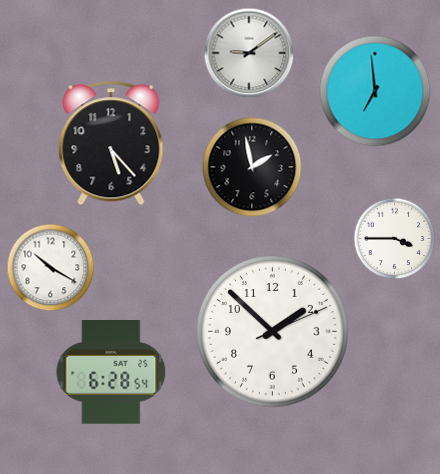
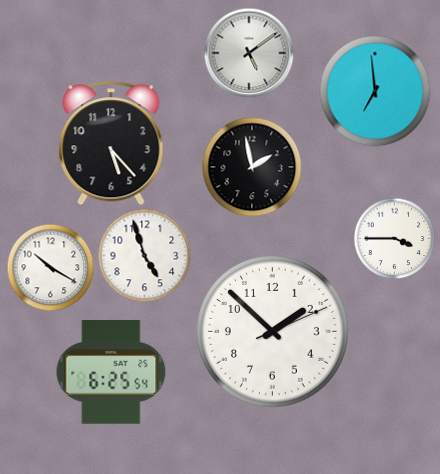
clock at (249, 53): 9:09 -> 5:09
clock at (144, 255): none -> 4:57
clock at (111, 372): 6:28 -> 6:25
